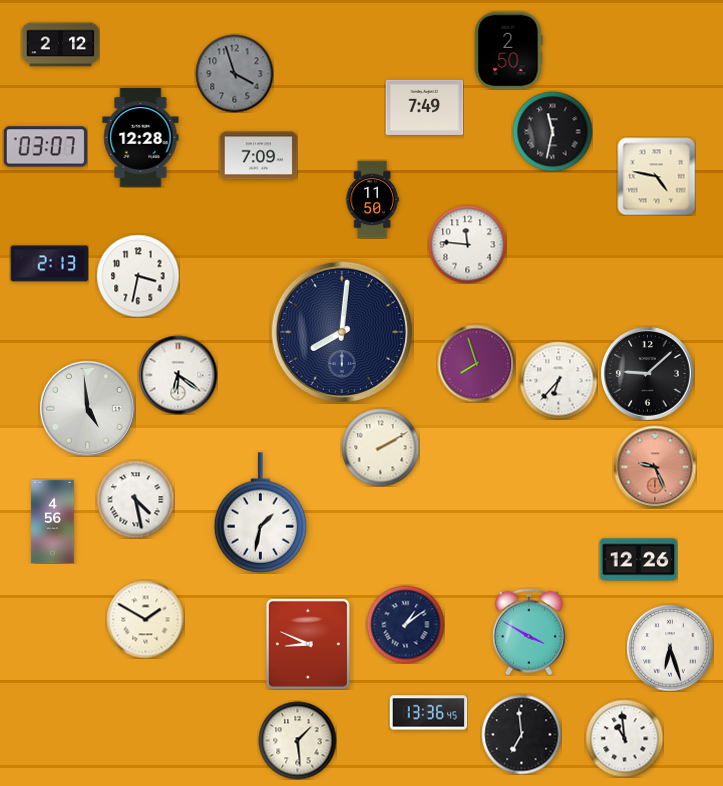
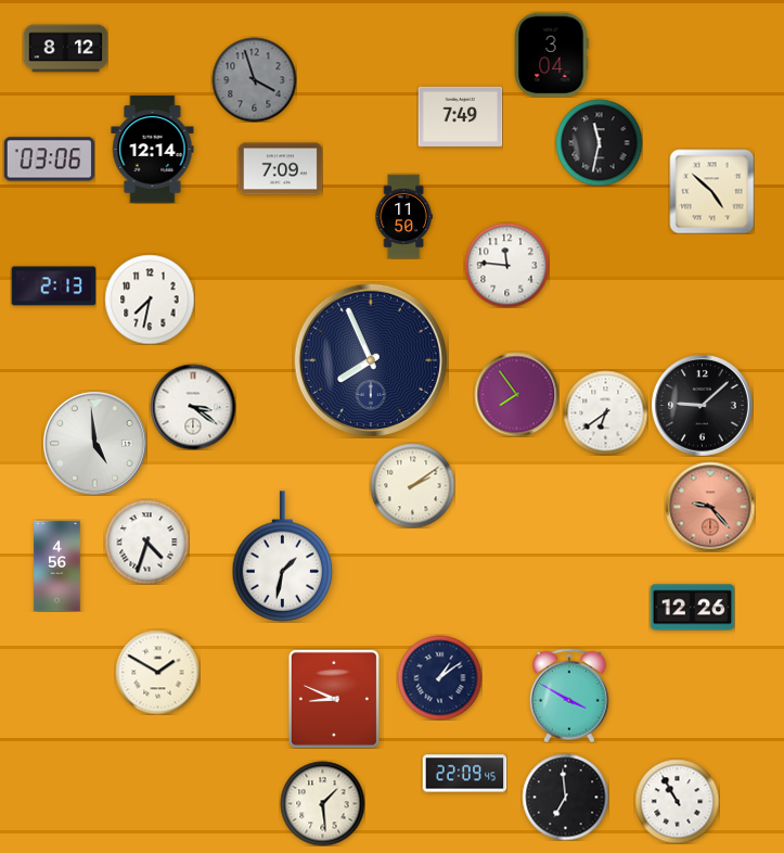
clock at (60, 45): 2:12 -> 8:12
clock at (508, 50): 2:50 -> 3:04
clock at (141, 138): 12:28 -> 12:14
clock at (45, 147): 03:07 -> 03:06
clock at (656, 176): 4:47 -> 4:52
clock at (138, 276): 3:32 -> 7:32
clock at (342, 332): 8:01 -> 7:56
clock at (476, 363): 7:57 -> 7:54
clock at (178, 375): 6:21 -> 3:21
clock at (558, 380): 6:37 -> 6:39
clock at (380, 447): 2:10 -> 2:09
clock at (655, 467): 9:26 -> 9:23
clock at (135, 499): 4:28 -> 4:33
clock at (530, 632) position: (530, 632) -> (570, 696)
clock at (670, 648): 6:27 -> none
clock at (428, 713): 13:36 -> 22:09
clock at (624, 738): 10:59 -> 10:55
